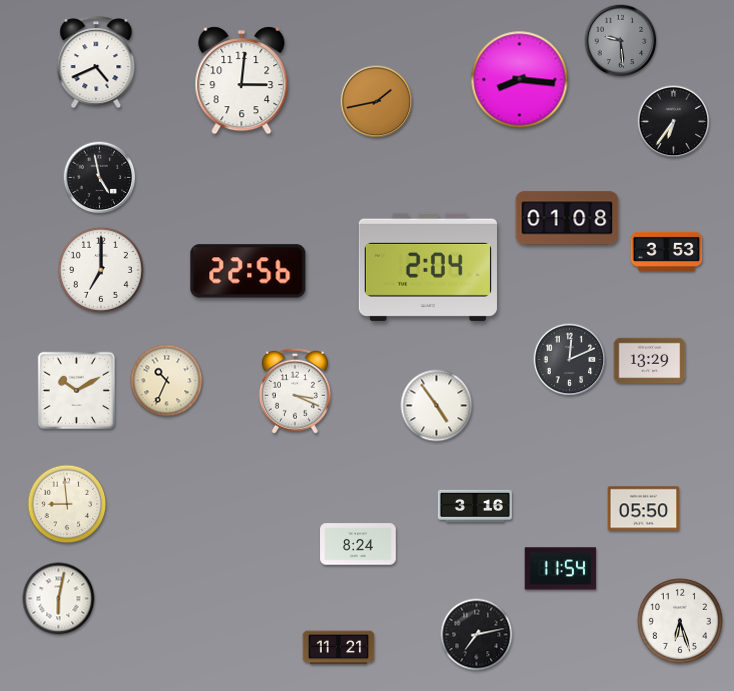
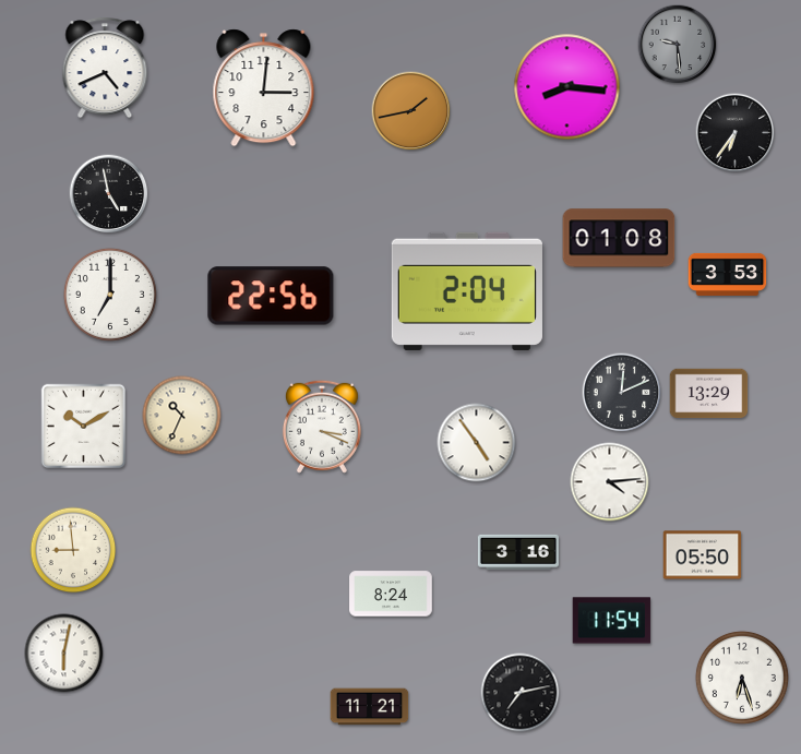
clock at (610, 482): none -> 4:14
